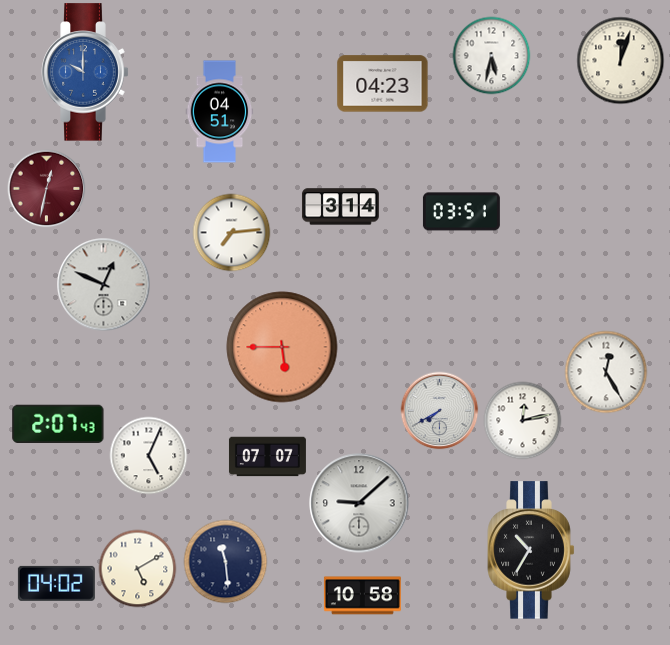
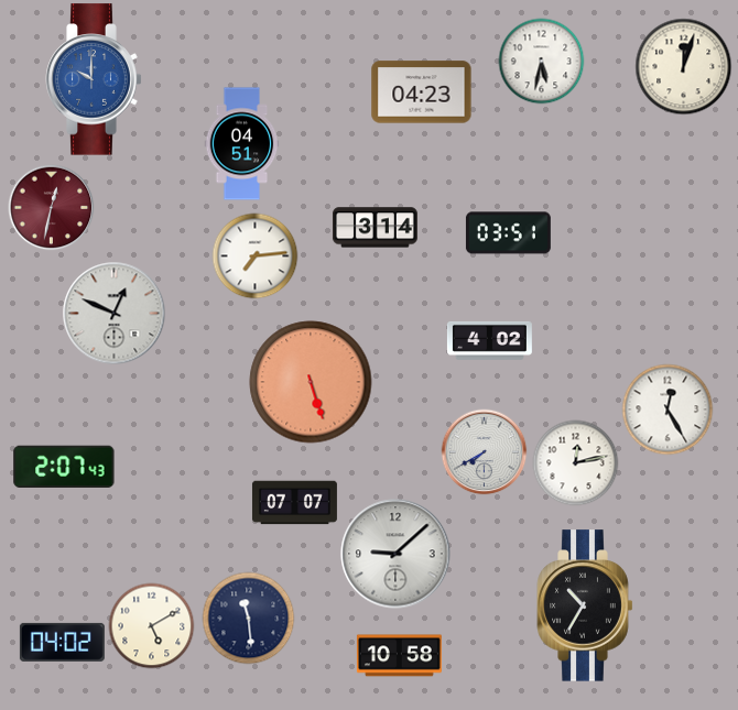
clock at (220, 112) position: (220, 112) -> (242, 144)
clock at (489, 340): none -> 4:02
clock at (282, 347): 5:45 -> 5:27
clock at (148, 455): 5:04 -> none
